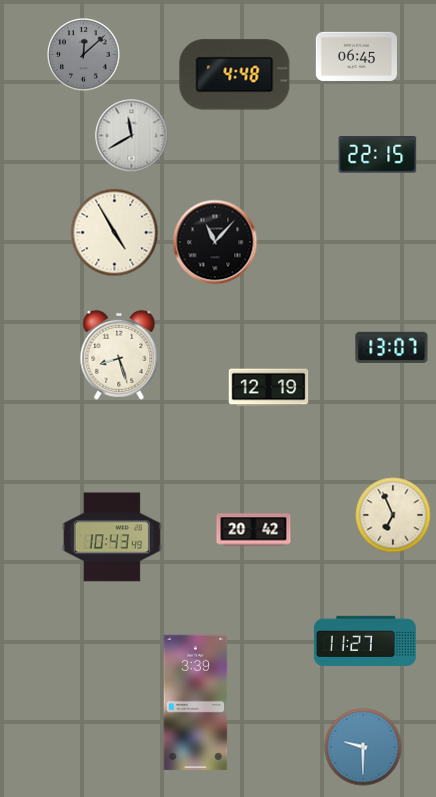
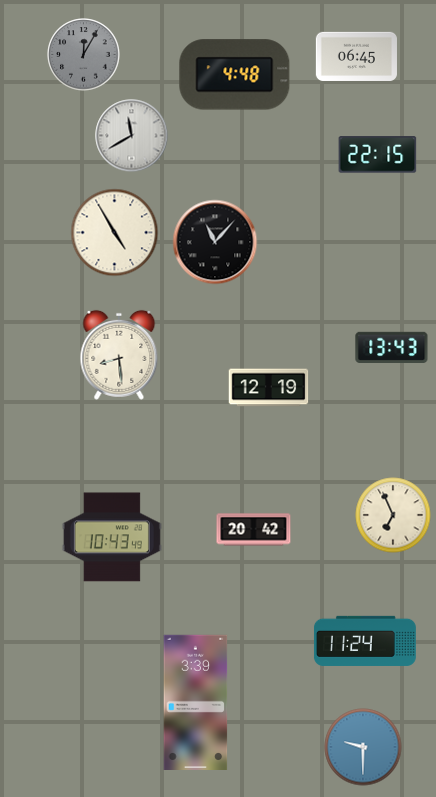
clock at (84, 55): 12:08 -> 12:05
clock at (392, 347): 13:07 -> 13:43
clock at (119, 355): 8:27 -> 8:29
clock at (365, 641): 11:27 -> 11:24
